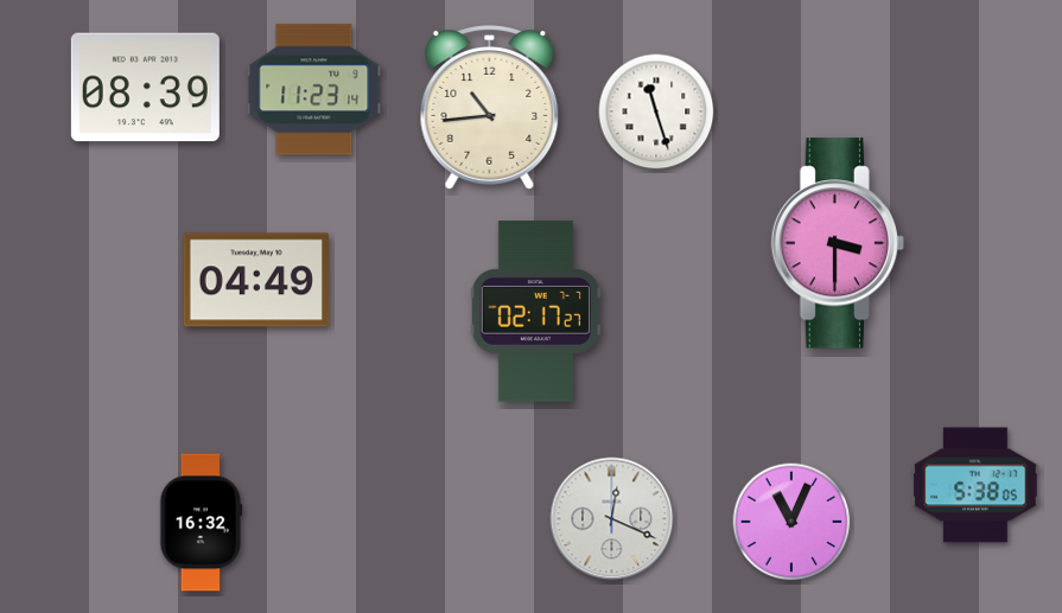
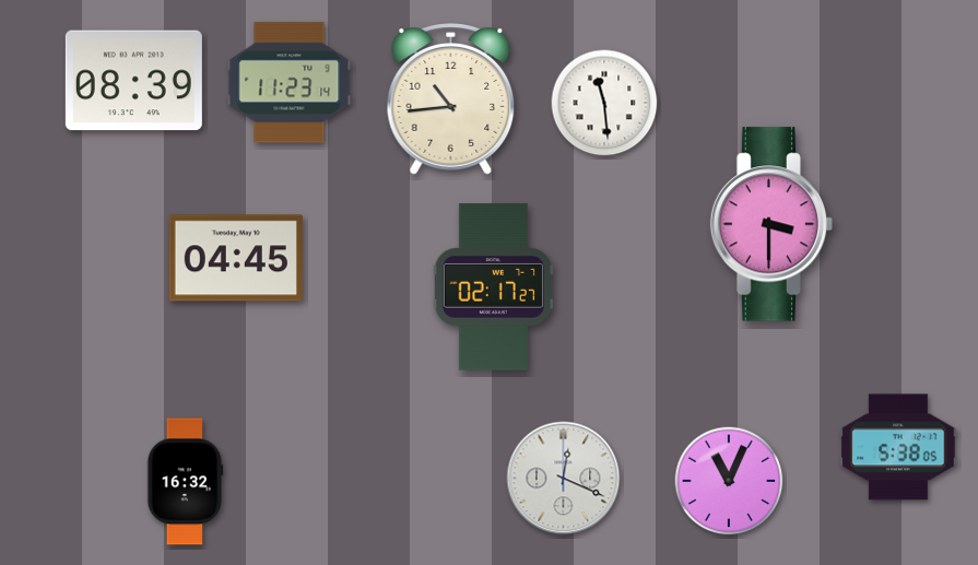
clock at (656, 111): 11:27 -> 11:29
clock at (256, 280): 04:49 -> 04:45
